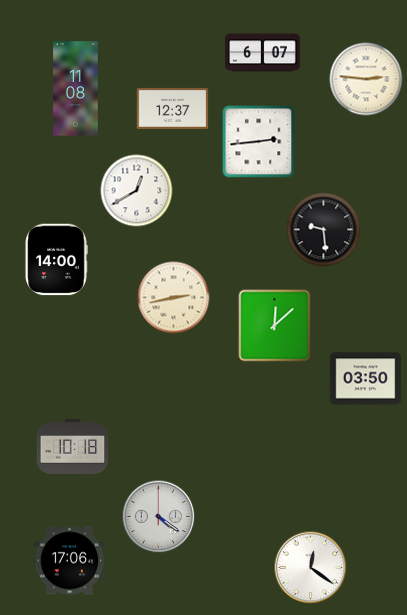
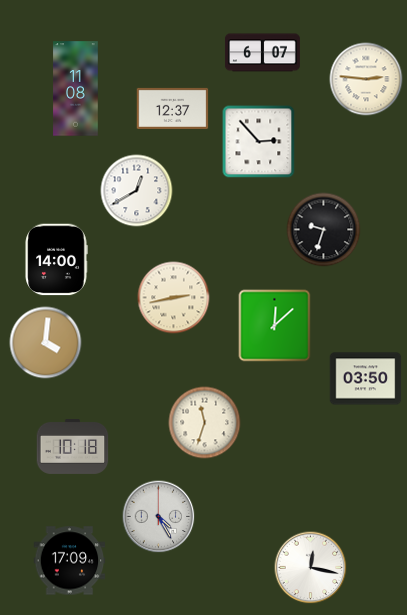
clock at (259, 142): 2:44 -> 2:53
clock at (324, 230): 9:29 -> 9:33
clock at (46, 343): none -> 4:01
clock at (205, 423): none -> 11:33
clock at (159, 517): 4:21 -> 4:25
clock at (70, 561): 17:06 -> 17:09
clock at (311, 568): 12:21 -> 12:17
